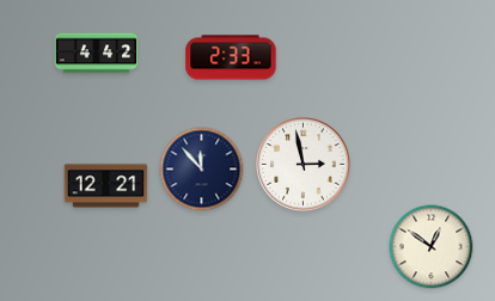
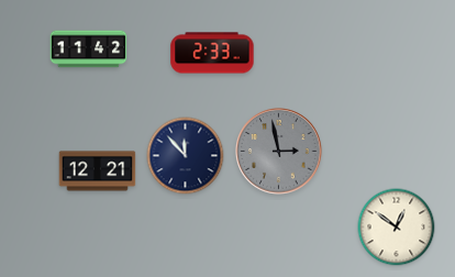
clock at (97, 54): 4:42 -> 11:42
clock at (304, 165) dial: white -> grey
